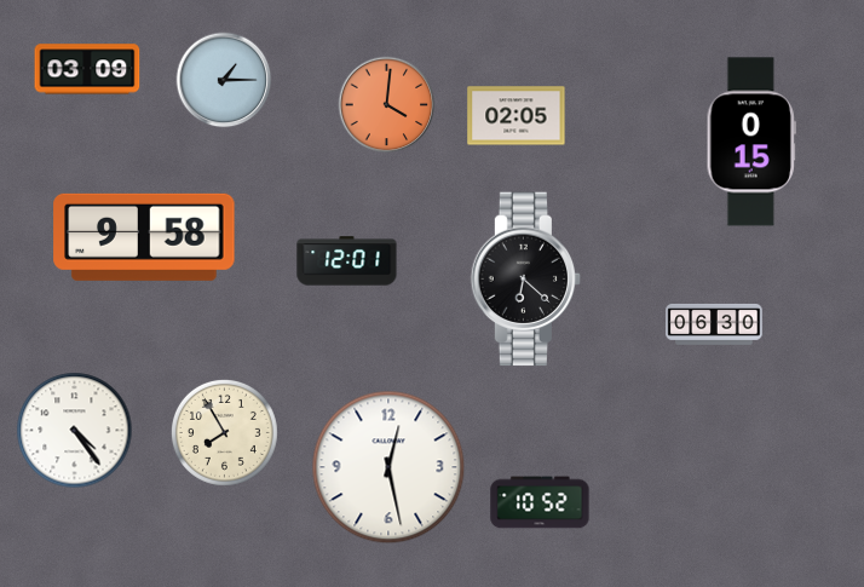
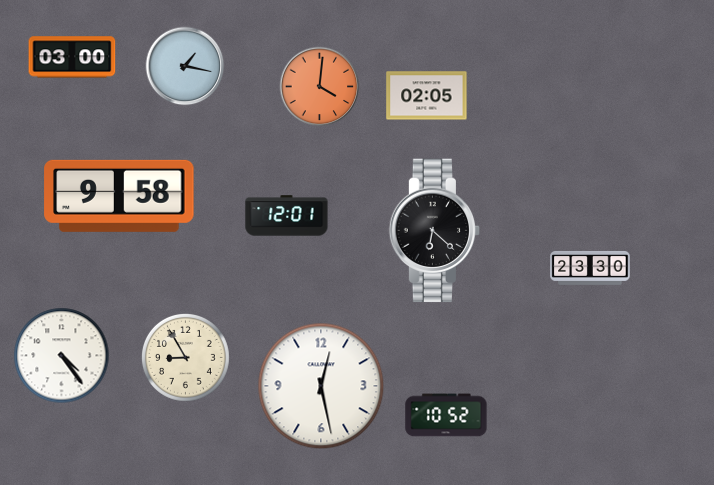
clock at (87, 69): 03:09 -> 03:00
clock at (224, 80): 1:15 -> 1:17
clock at (751, 142): 0:15 -> none
clock at (714, 324): 06:30 -> 23:30
clock at (224, 432): 7:55 -> 8:55
